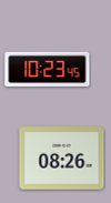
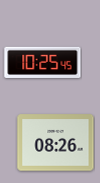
clock at (48, 69): 10:23 -> 10:25
